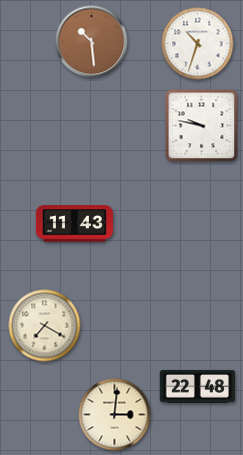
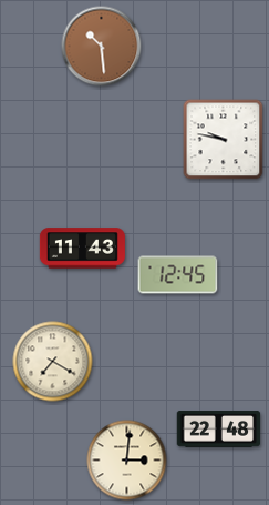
clock at (198, 44): 10:33 -> none
clock at (178, 275): none -> 12:45
clock at (45, 326) position: (45, 326) -> (53, 362)
